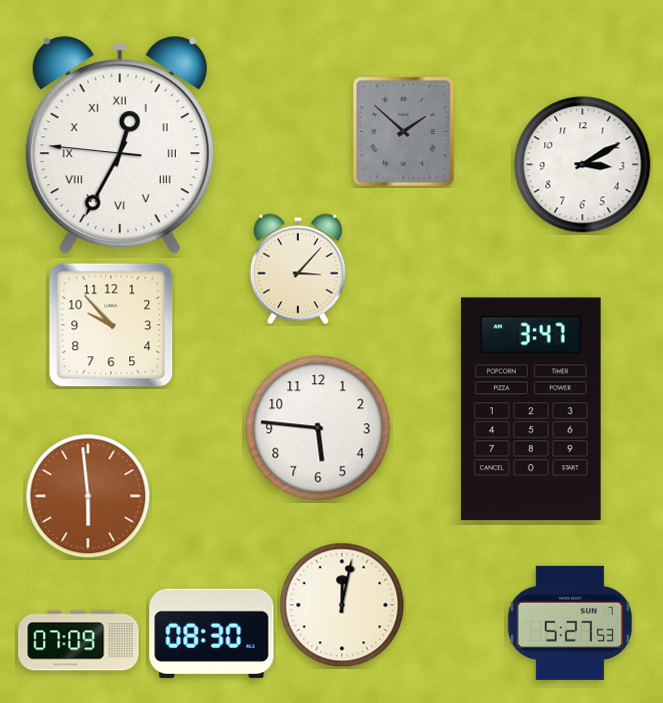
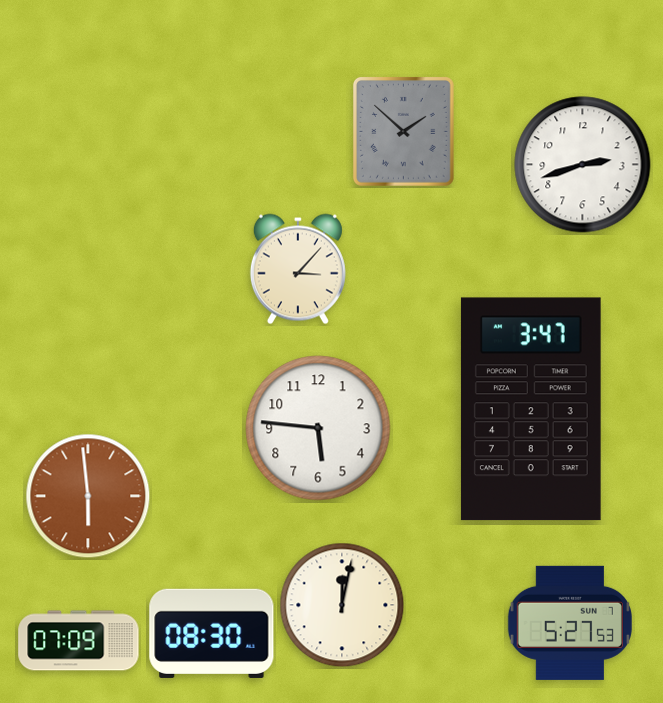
clock at (120, 146): 12:34 -> none
clock at (583, 165): 3:10 -> 2:42
clock at (111, 325): 9:53 -> none
